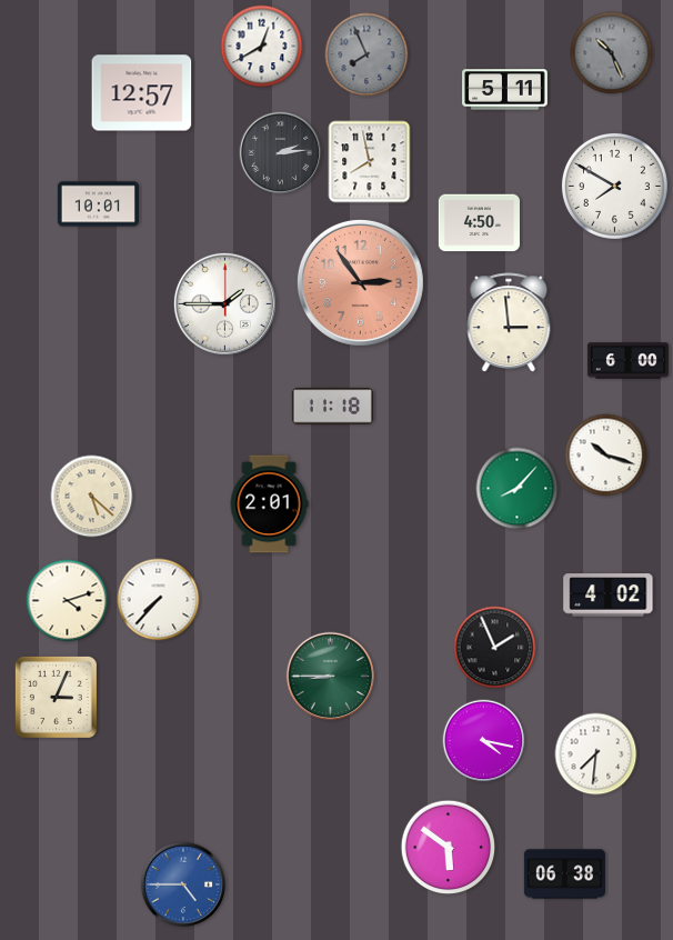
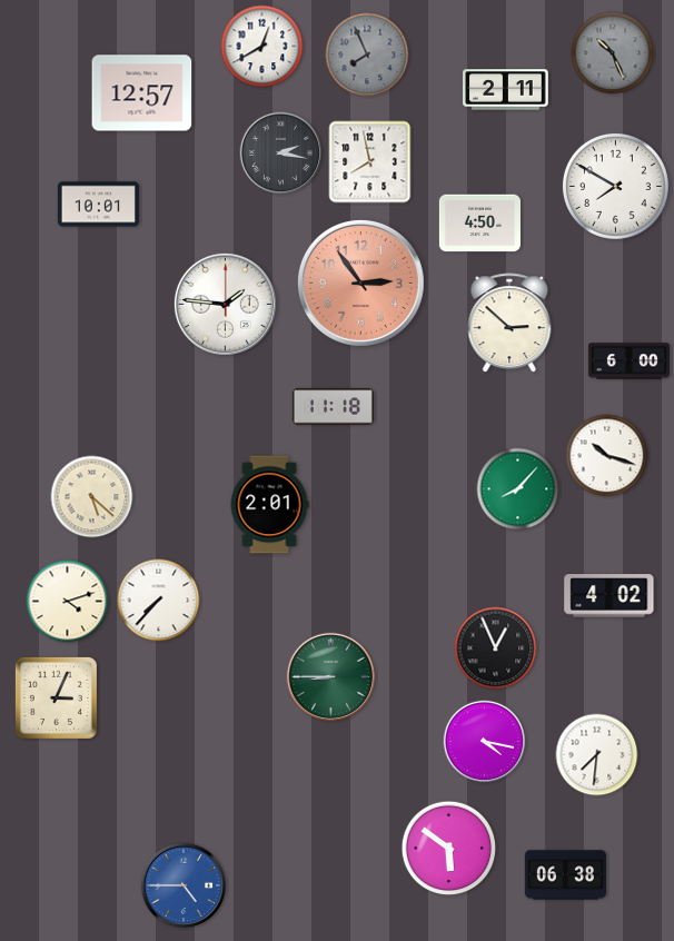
clock at (505, 90): 5:11 -> 2:11
clock at (281, 153): 2:14 -> 2:17
clock at (224, 303): 1:45 -> 1:46
clock at (509, 323): 2:59 -> 2:52
clock at (495, 648): 1:56 -> 12:56
